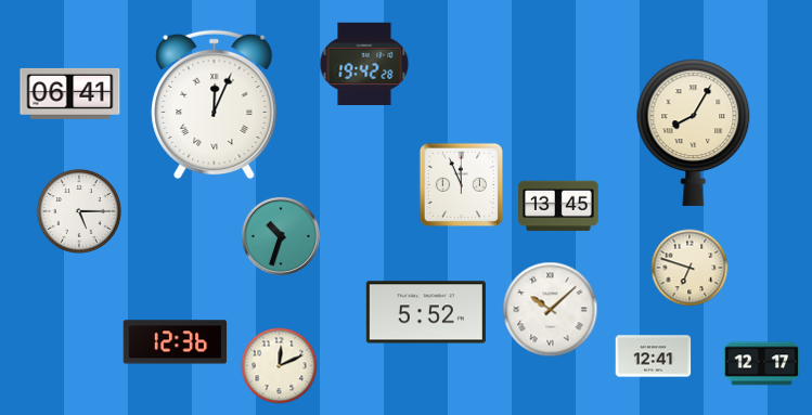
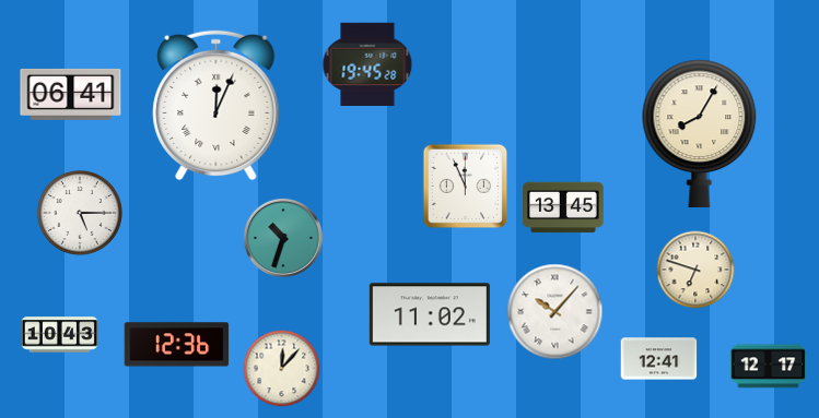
clock at (364, 63): 19:42 -> 19:45
clock at (551, 310): 10:08 -> 10:07
clock at (426, 312): 5:52 -> 11:02
clock at (60, 335): none -> 10:43
clock at (280, 366): 12:11 -> 12:07
